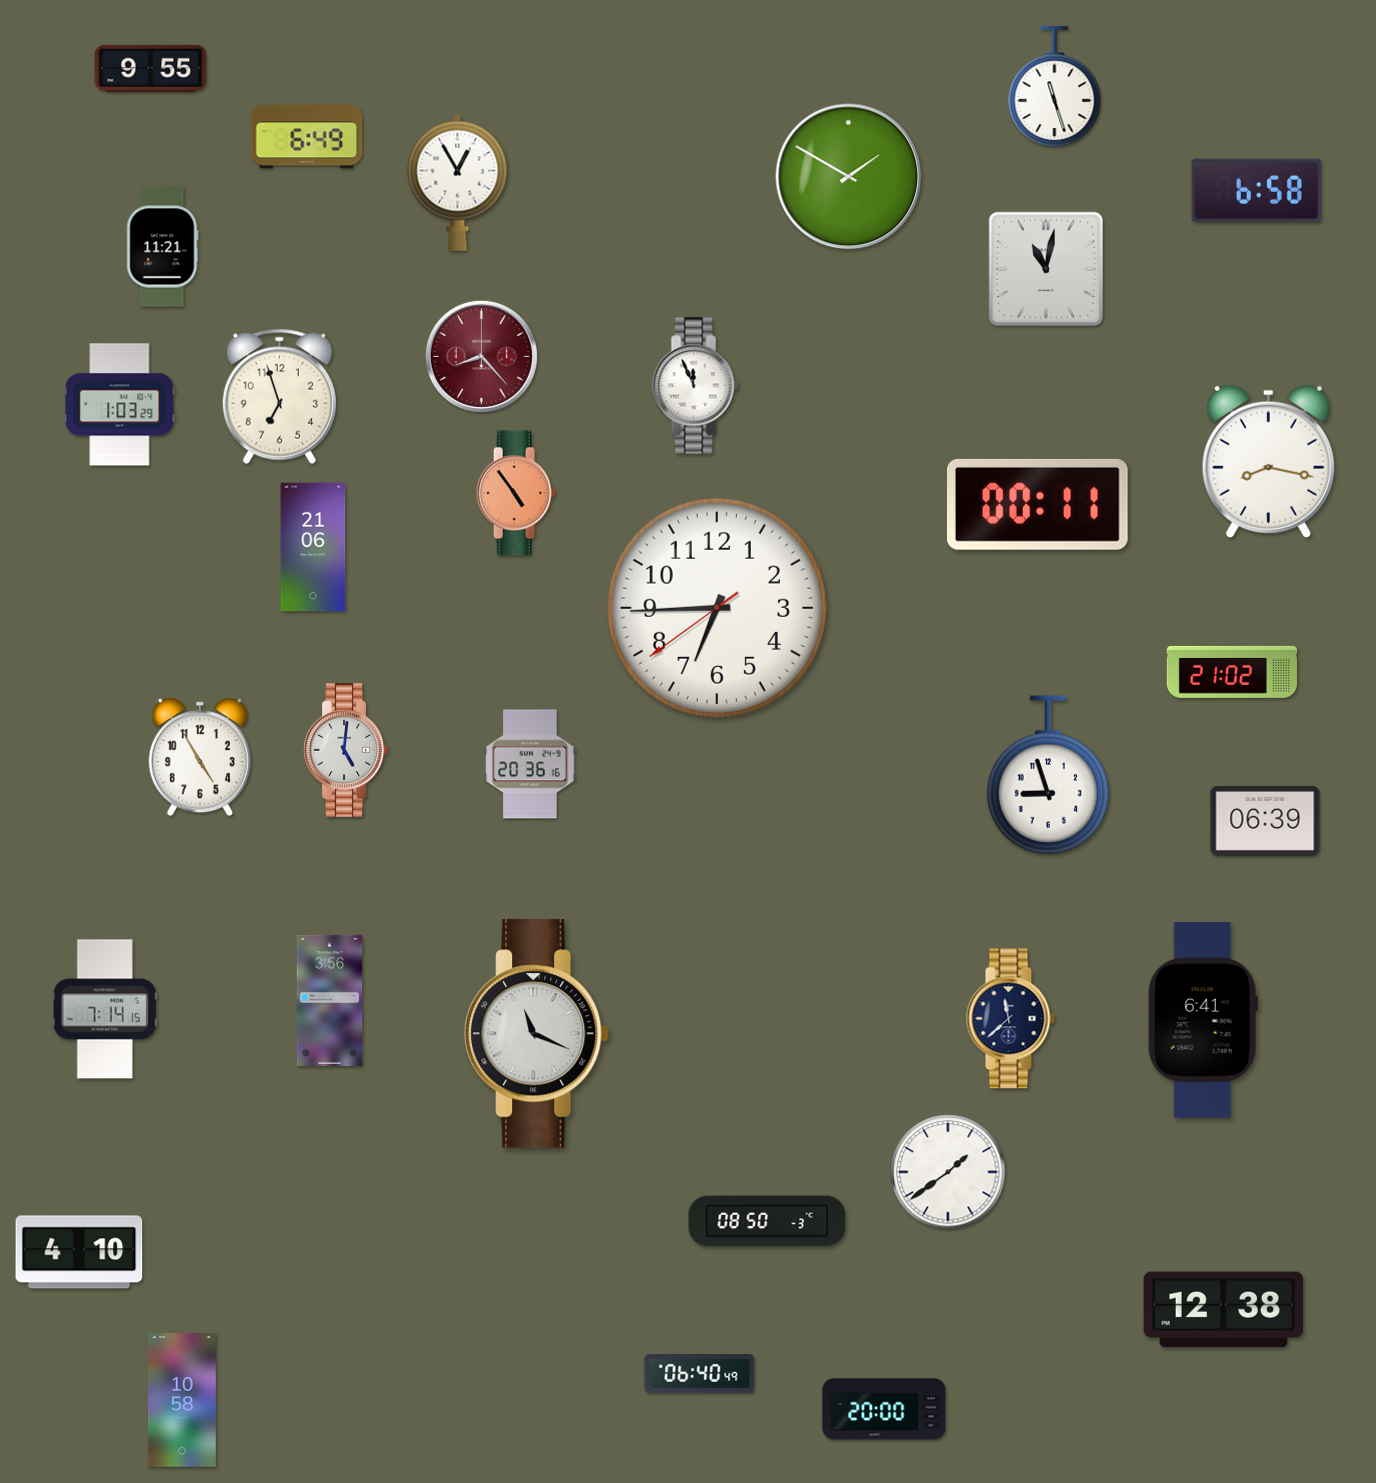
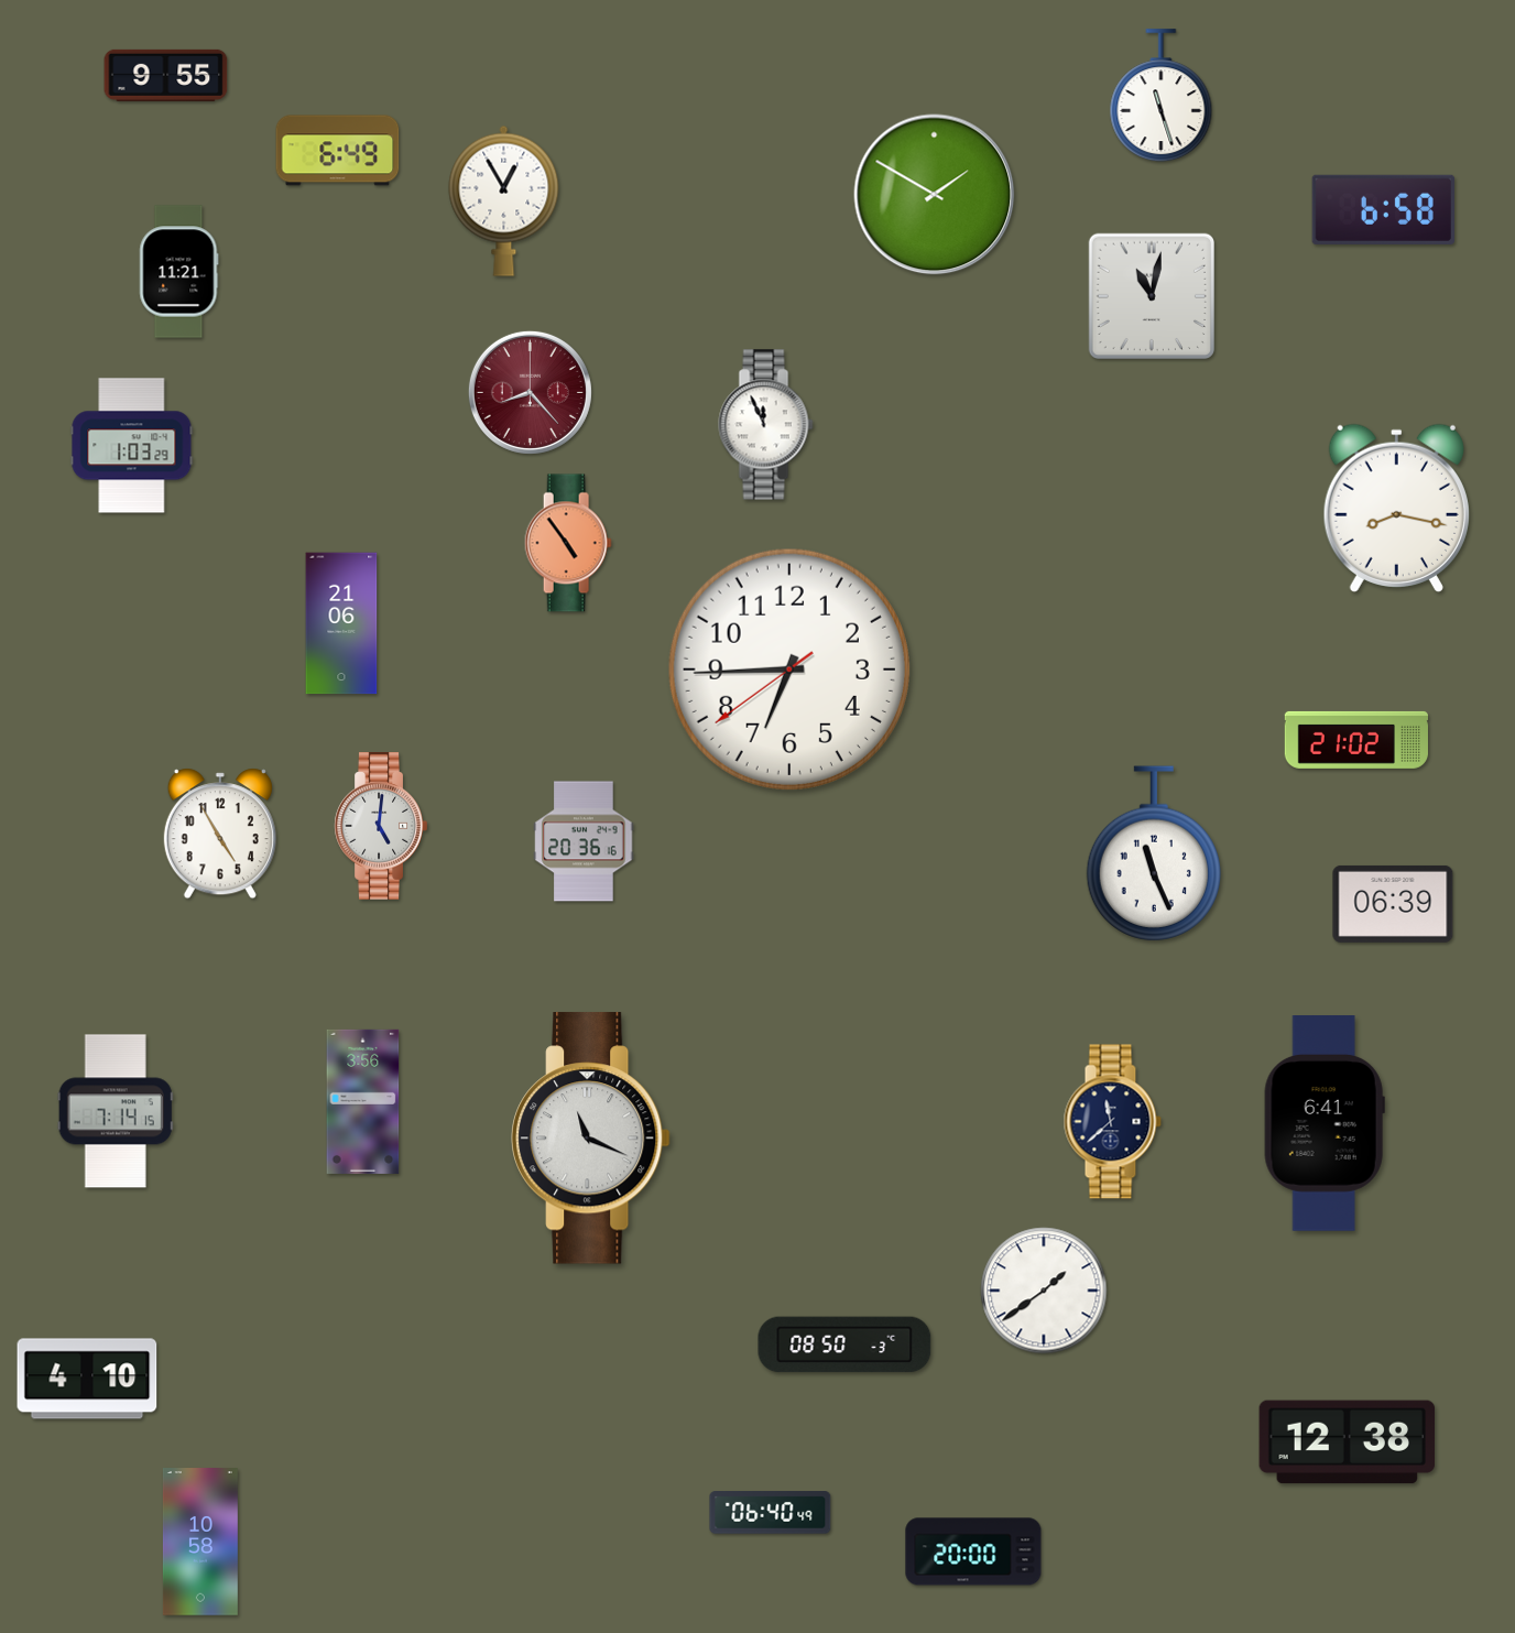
clock at (279, 396): 6:57 -> none
clock at (1037, 504): 00:11 -> none
clock at (313, 547) position: (313, 547) -> (341, 623)
clock at (1048, 775): 8:57 -> 11:26
